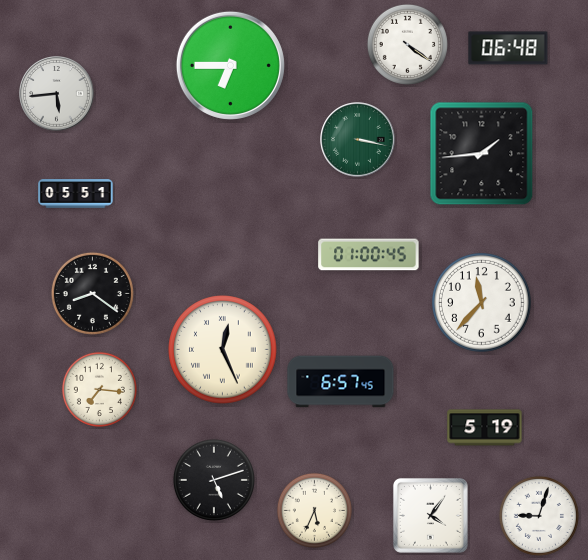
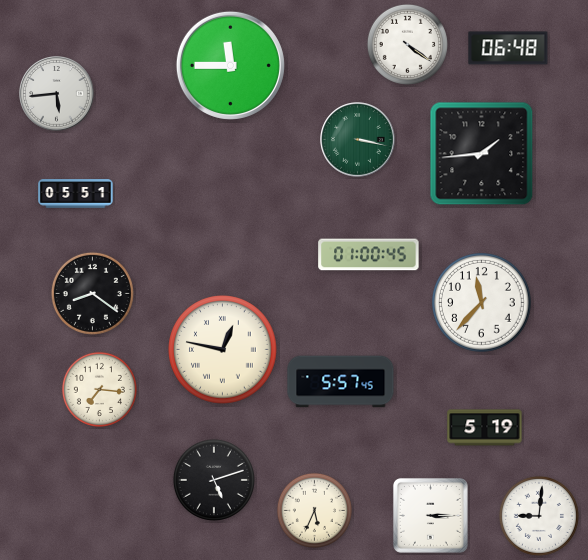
clock at (230, 65): 6:45 -> 11:45
clock at (223, 350): 12:26 -> 12:47
clock at (341, 382): 6:57 -> 5:57
clock at (430, 515): 4:06 -> 3:15
clock at (539, 516): 9:03 -> 9:01
